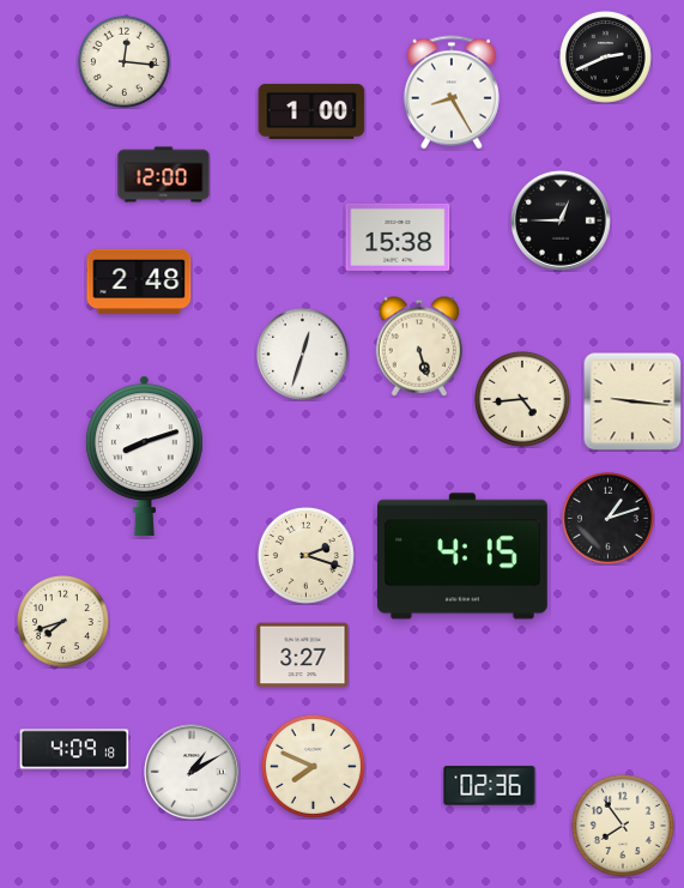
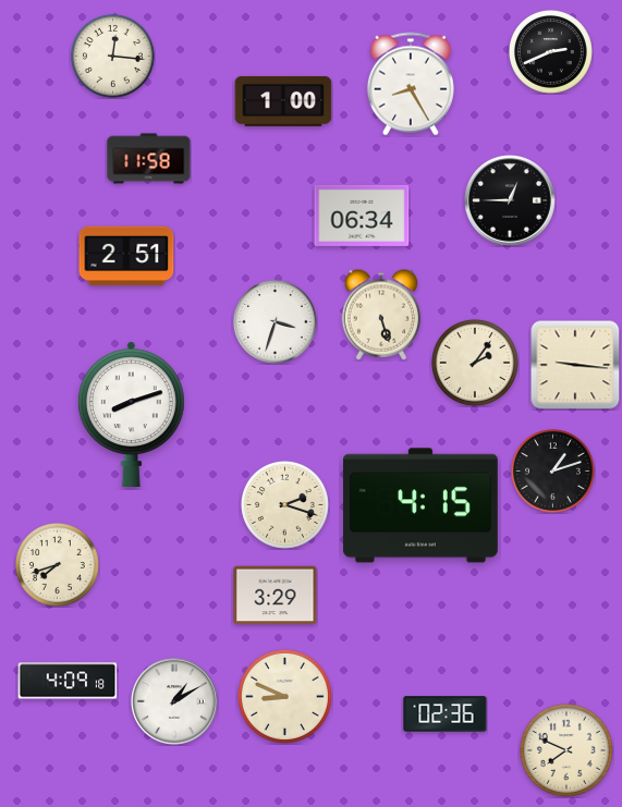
clock at (164, 175): 12:00 -> 11:58
clock at (398, 237): 15:38 -> 06:34
clock at (139, 282): 2:48 -> 2:51
clock at (302, 354): 12:33 -> 3:33
clock at (522, 399): 4:44 -> 2:06
clock at (305, 555) position: (305, 555) -> (284, 504)
clock at (303, 656): 3:27 -> 3:29
clock at (313, 766): 7:49 -> 8:49
clock at (623, 826): 7:54 -> 7:49
